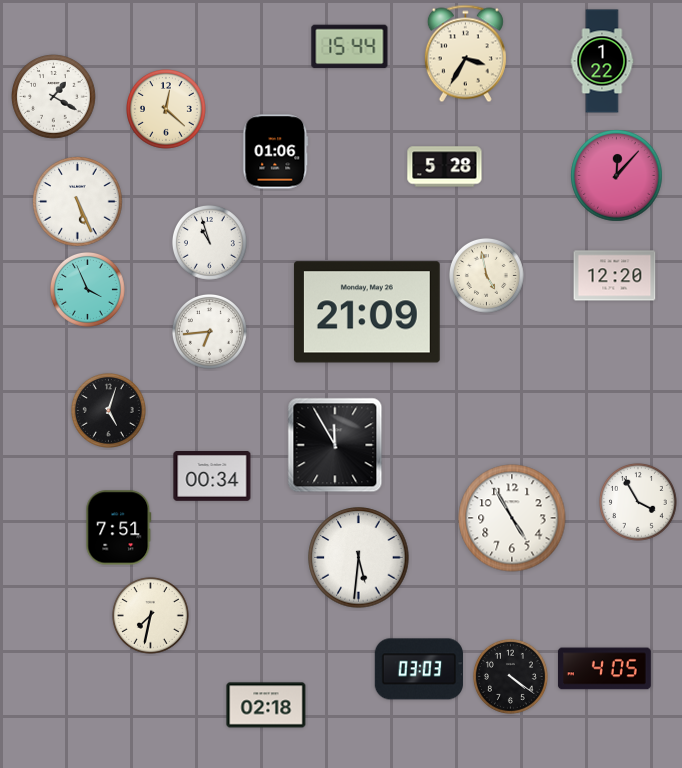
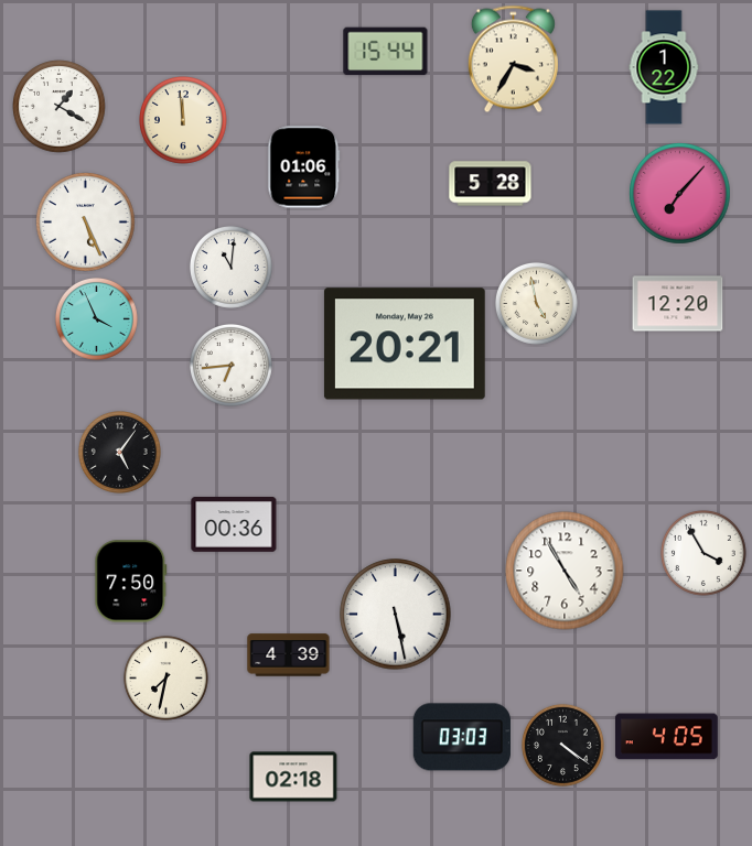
clock at (167, 110): 12:22 -> 11:59
clock at (617, 176): 12:07 -> 7:07
clock at (209, 242): 10:57 -> 11:01
clock at (367, 312): 21:09 -> 20:21
clock at (108, 410): 5:03 -> 5:06
clock at (335, 445): 11:55 -> none
clock at (212, 477): 00:34 -> 00:36
clock at (119, 528): 7:51 -> 7:50
clock at (359, 558): 5:31 -> 5:28
clock at (289, 655): none -> 4:39
